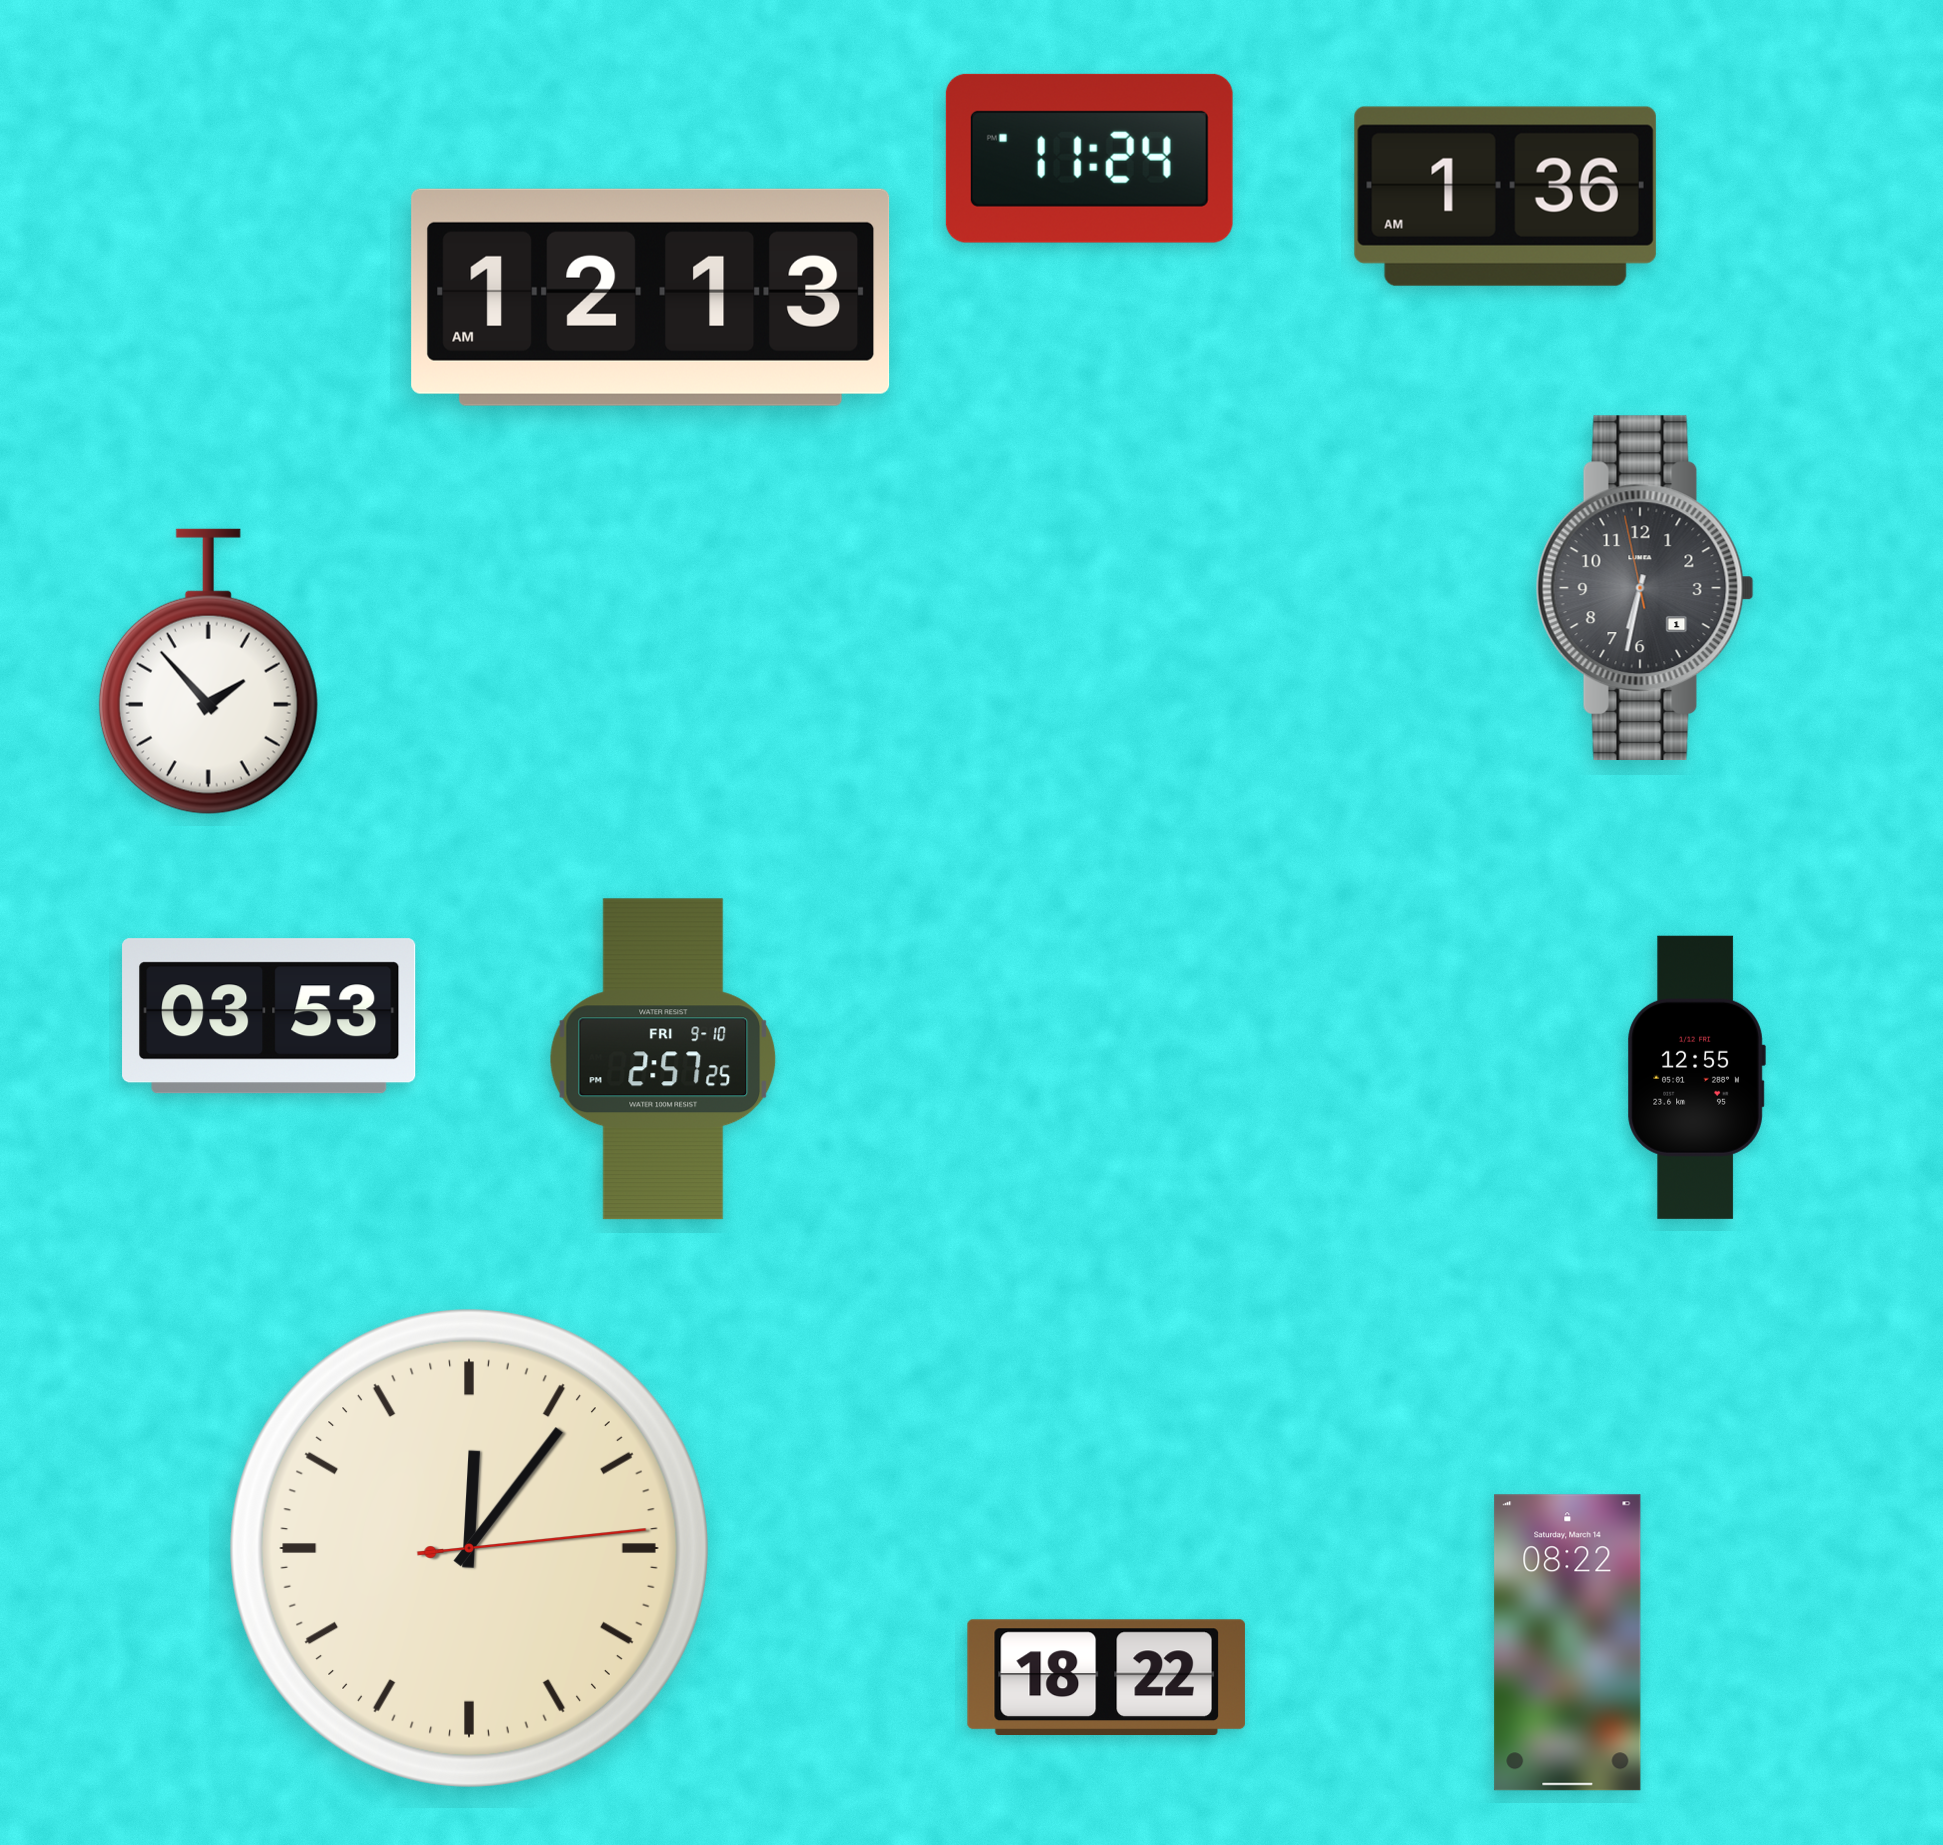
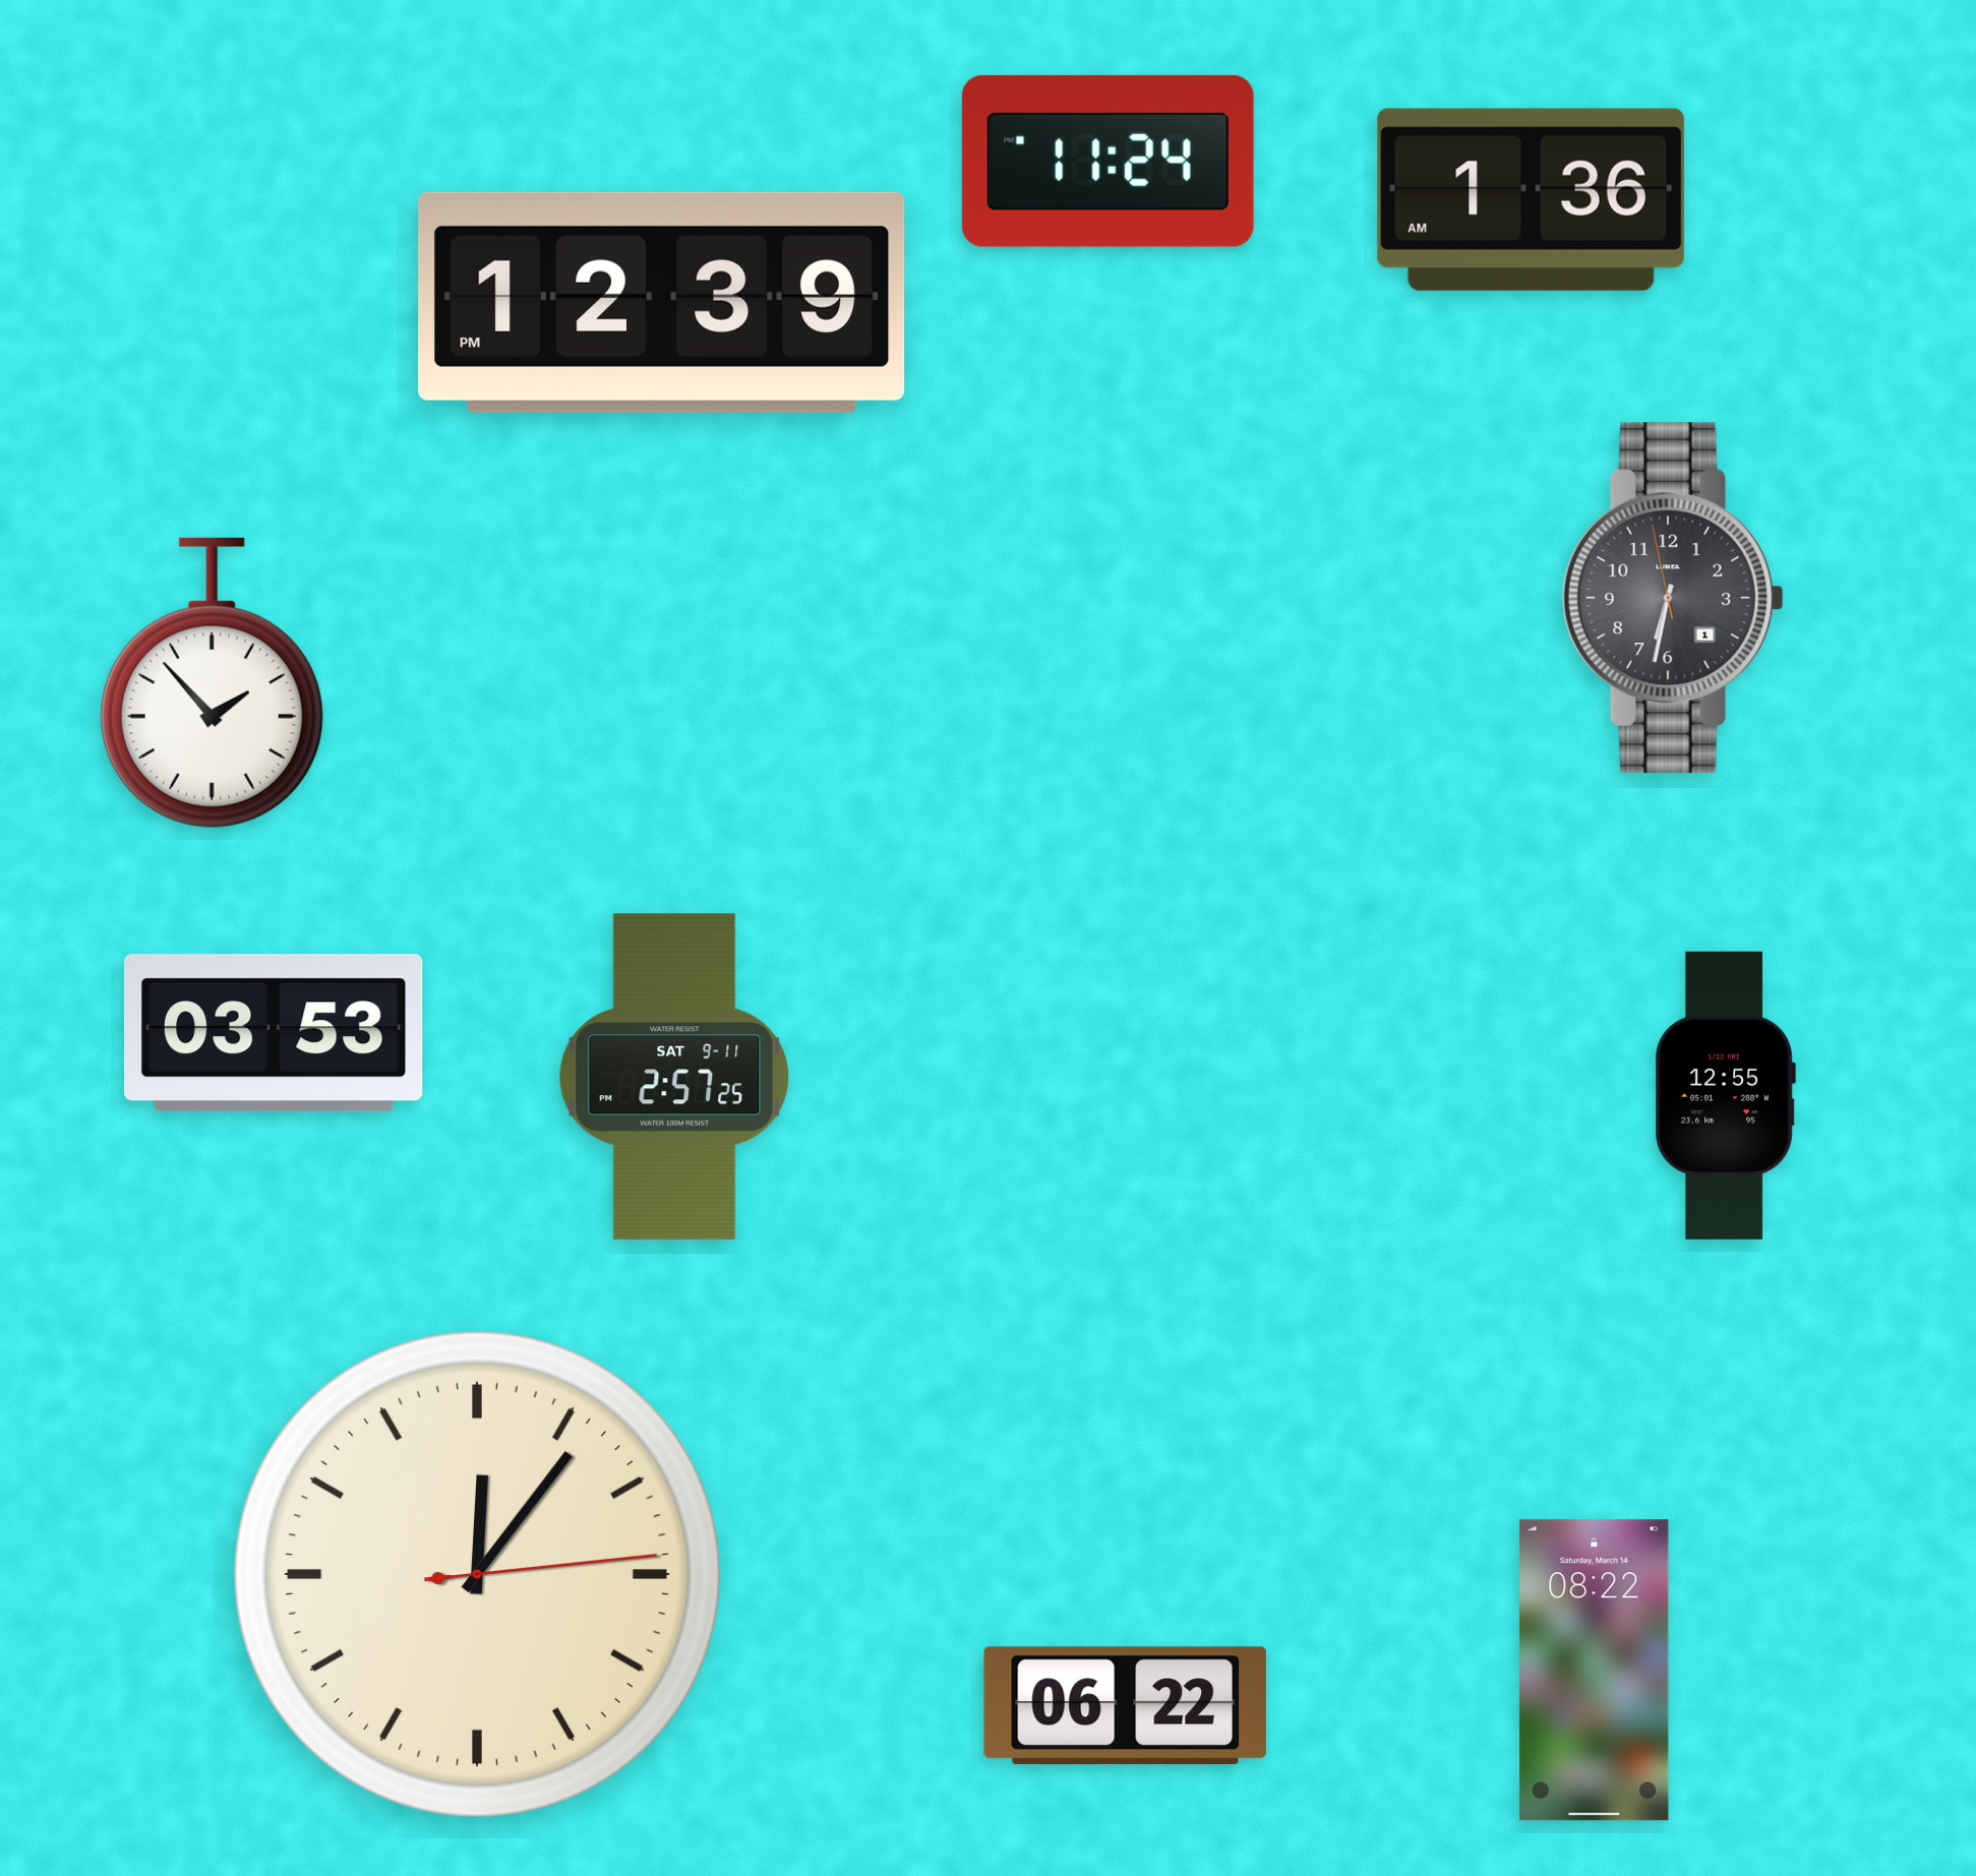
clock at (651, 297): 12:13 -> 12:39
clock at (663, 1059) date: FRI 9-10 -> SAT 9-11
clock at (1106, 1677): 18:22 -> 06:22
